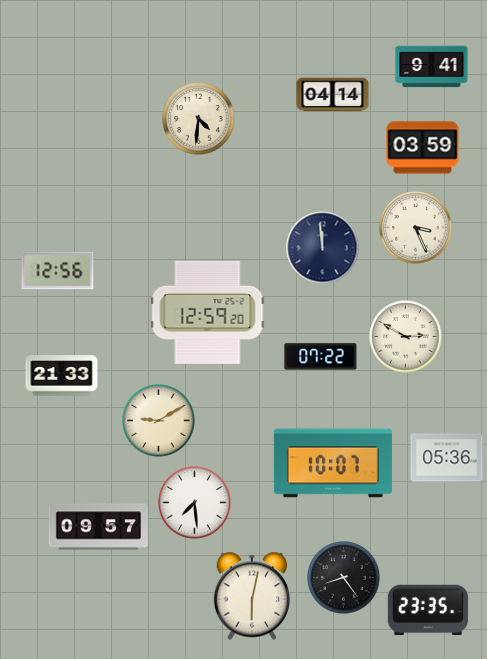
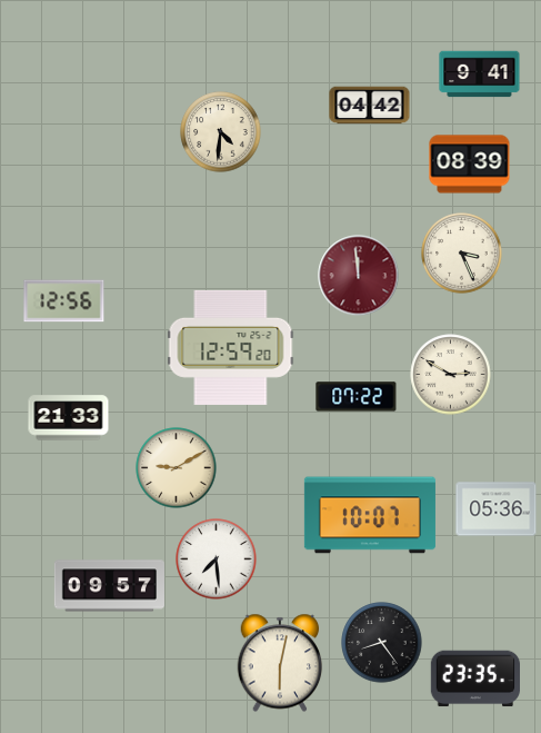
clock at (333, 95): 04:14 -> 04:42
clock at (423, 148): 03:59 -> 08:39
clock at (323, 248) dial: navy -> burgundy
